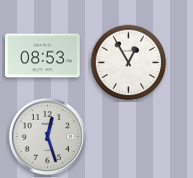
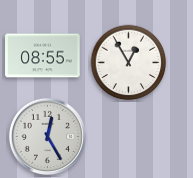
clock at (43, 56): 08:53 -> 08:55
clock at (47, 136): 12:27 -> 12:25
